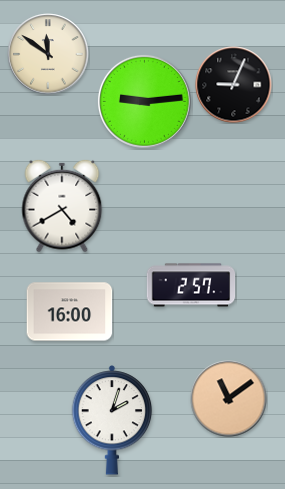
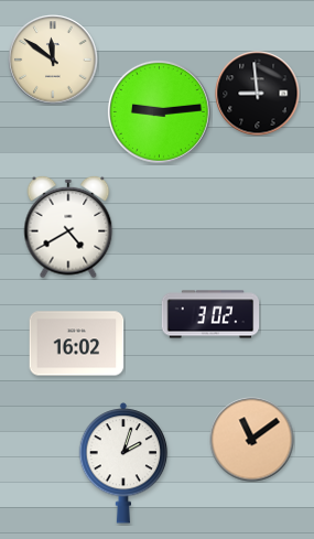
clock at (234, 85): 9:04 -> 8:59
clock at (191, 285): 2:57 -> 3:02
clock at (70, 312): 16:00 -> 16:02
